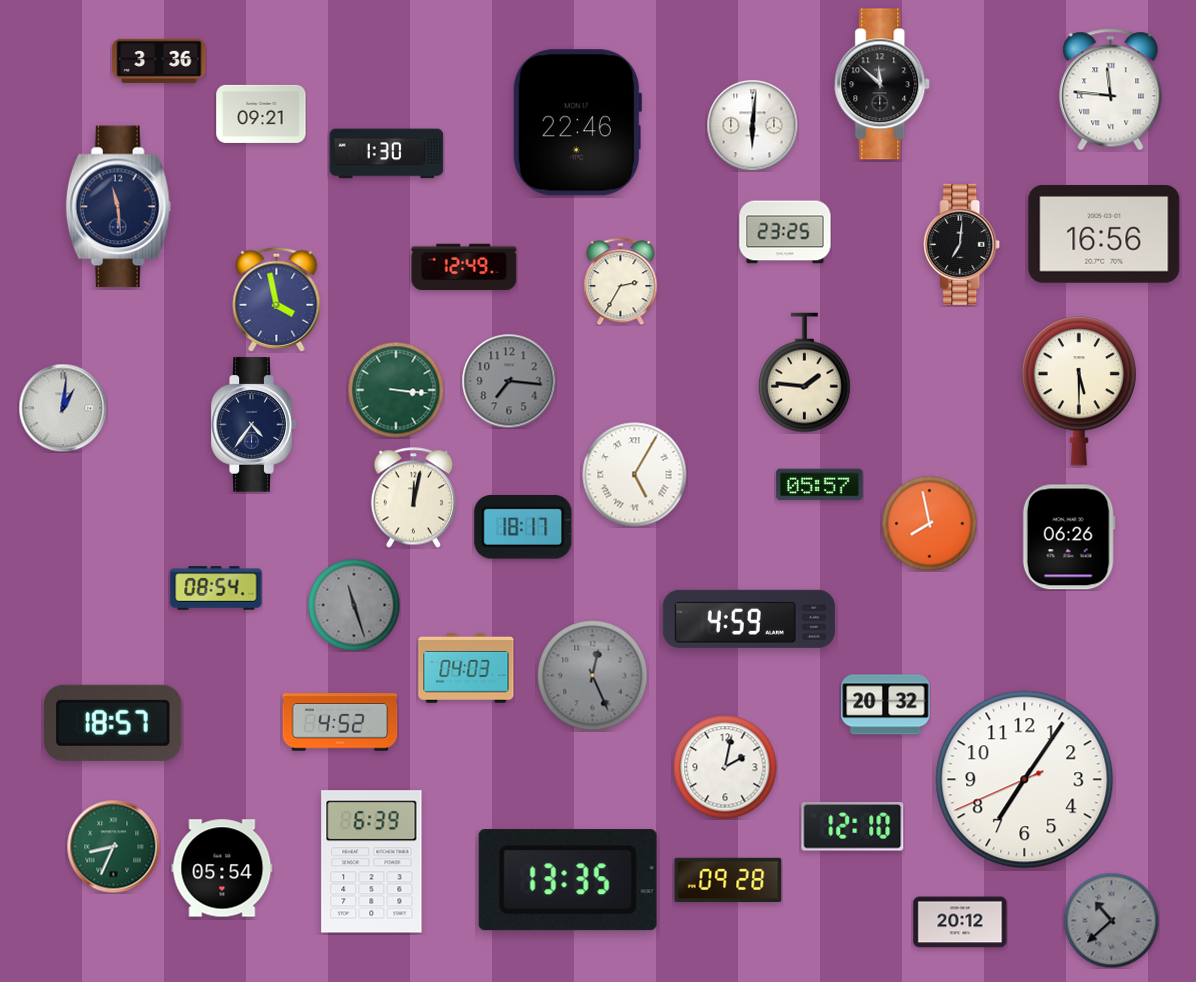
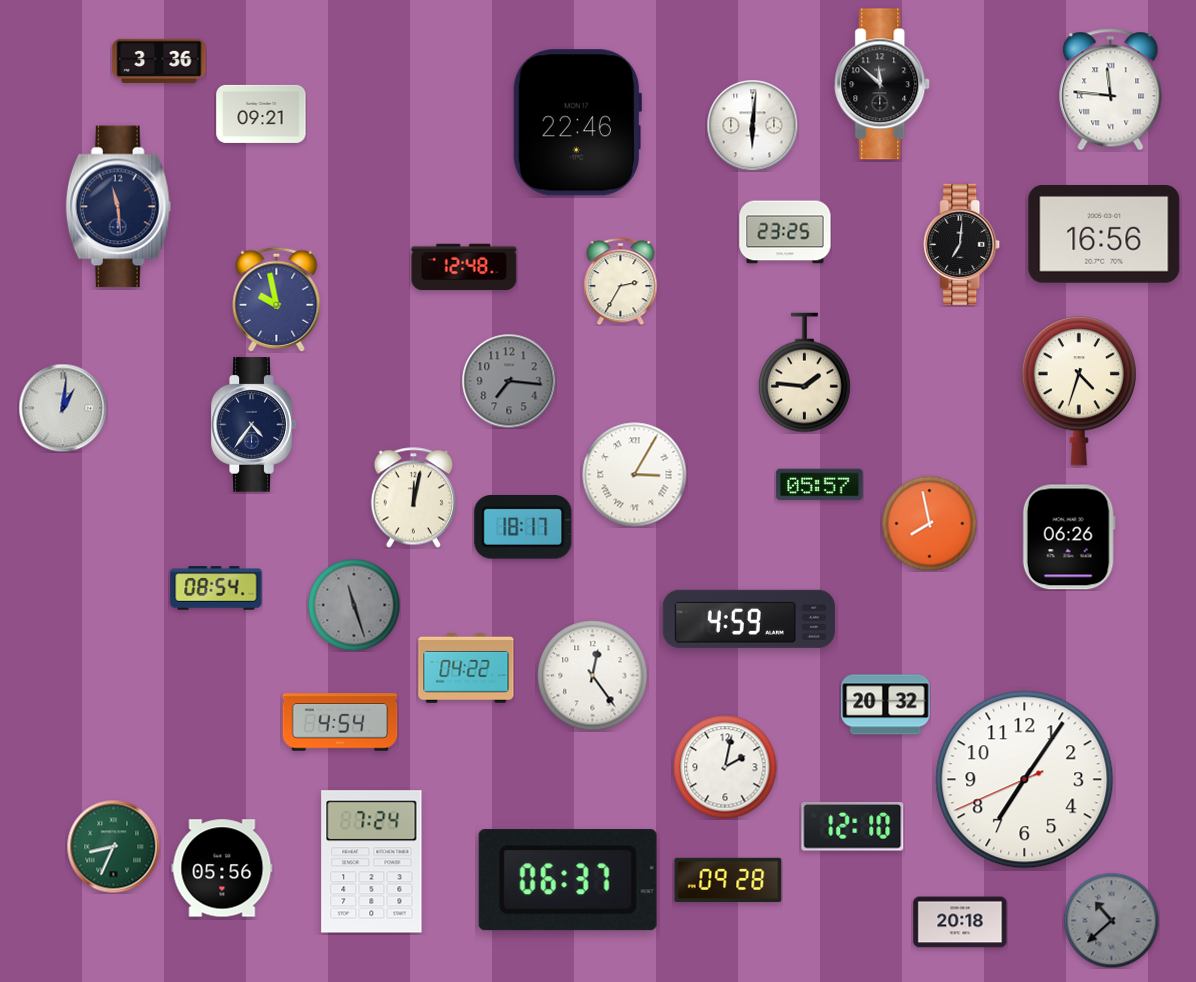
clock at (387, 154): 1:30 -> none
clock at (464, 267): 12:49 -> 12:48
clock at (277, 299): 3:58 -> 9:58
clock at (396, 390): 3:16 -> none
clock at (1079, 391): 5:30 -> 4:33
clock at (635, 475): 5:05 -> 3:05
clock at (466, 668): 04:03 -> 04:22
clock at (593, 676): 12:26 -> 12:24
clock at (593, 676) dial: grey -> white
clock at (340, 722): 4:52 -> 4:54
clock at (113, 723): 18:57 -> none
clock at (372, 862): 6:39 -> 7:24
clock at (222, 868): 05:54 -> 05:56
clock at (568, 880): 13:35 -> 06:37
clock at (960, 922): 20:12 -> 20:18
